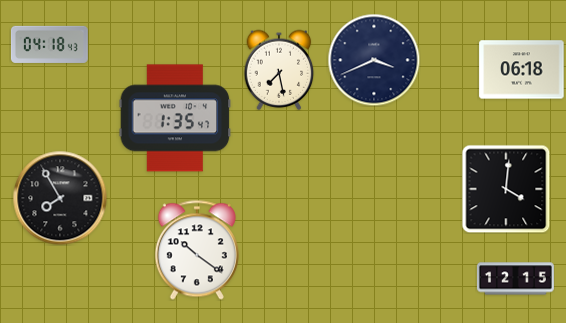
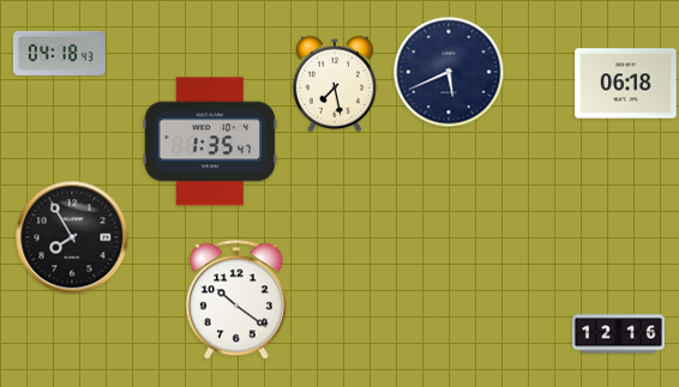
clock at (374, 60): 3:41 -> 5:41
clock at (506, 189): 4:01 -> none
clock at (515, 279): 12:15 -> 12:16
